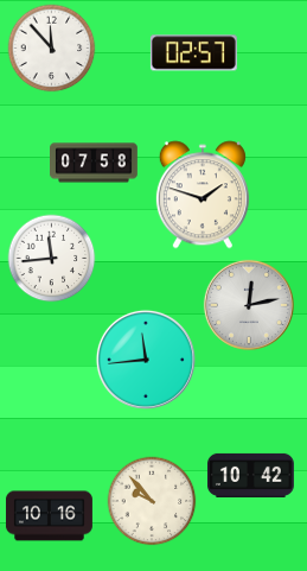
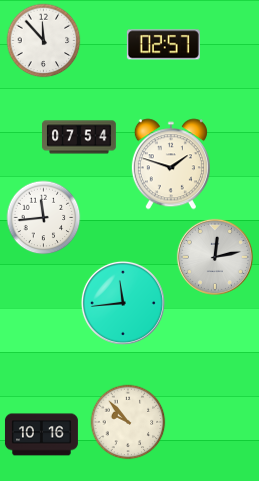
clock at (94, 163): 07:58 -> 07:54
clock at (249, 305) position: (249, 305) -> (215, 257)
clock at (250, 475): 10:42 -> none
